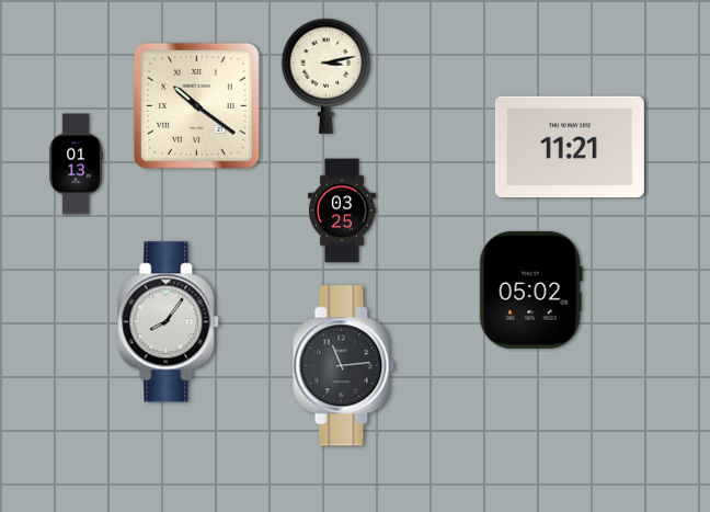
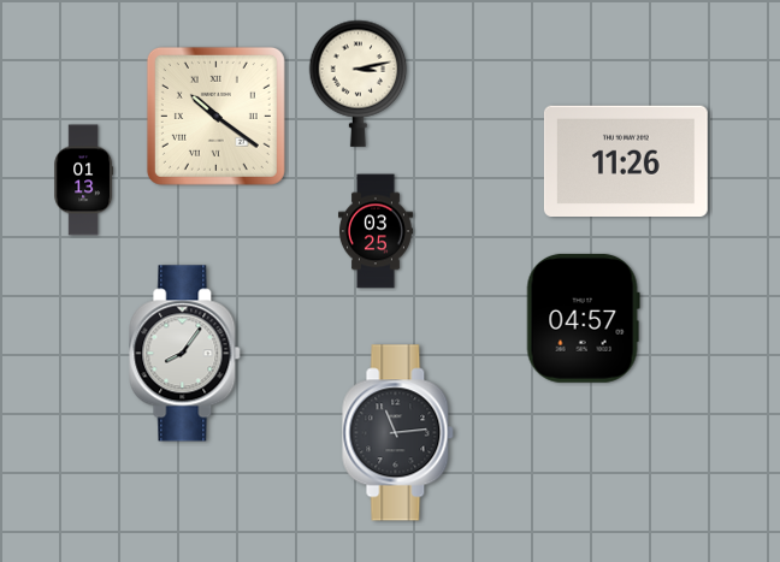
clock at (570, 146): 11:21 -> 11:26
clock at (530, 289): 05:02 -> 04:57
clock at (344, 366) position: (344, 366) -> (398, 433)
